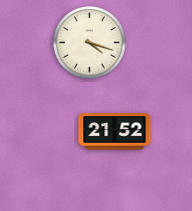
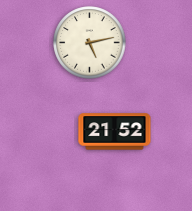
clock at (90, 43): 4:18 -> 5:13
